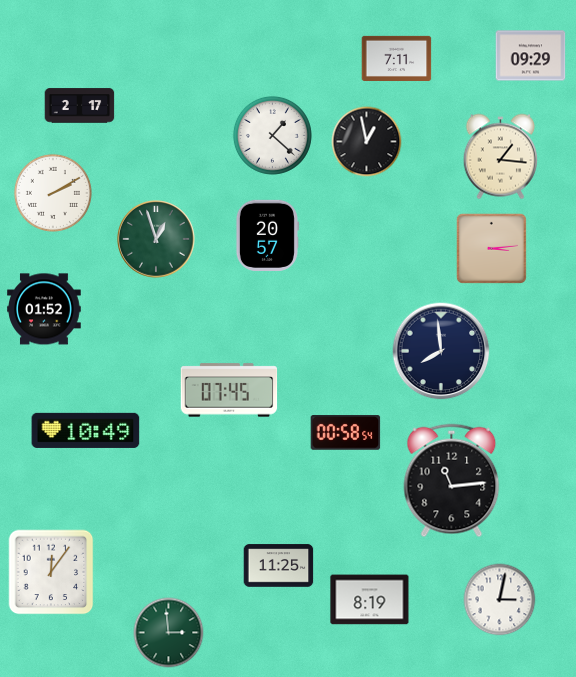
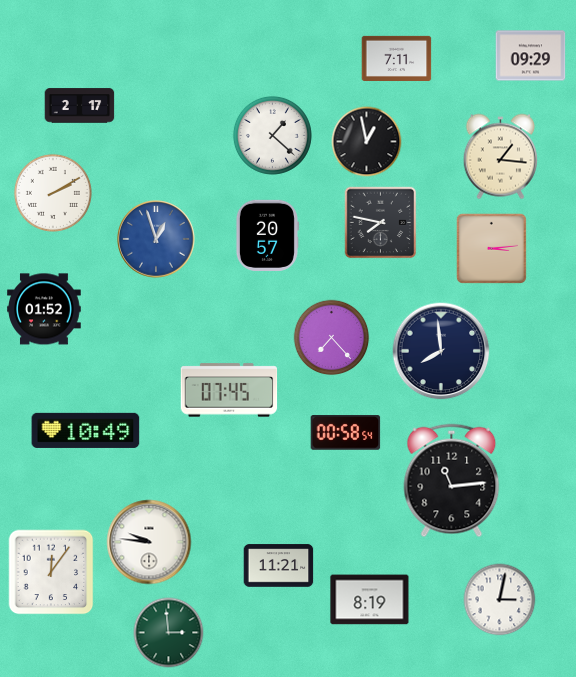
clock at (381, 223): none -> 7:47
clock at (156, 239) dial: green -> blue
clock at (332, 338): none -> 7:23
clock at (149, 542): none -> 9:46
clock at (279, 566): 11:25 -> 11:21
